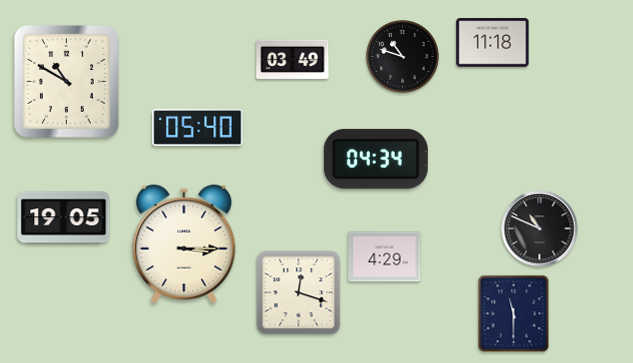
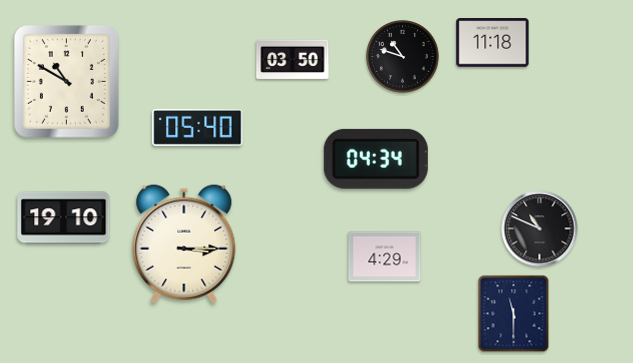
clock at (293, 59): 03:49 -> 03:50
clock at (64, 218): 19:05 -> 19:10
clock at (299, 293): 12:18 -> none
